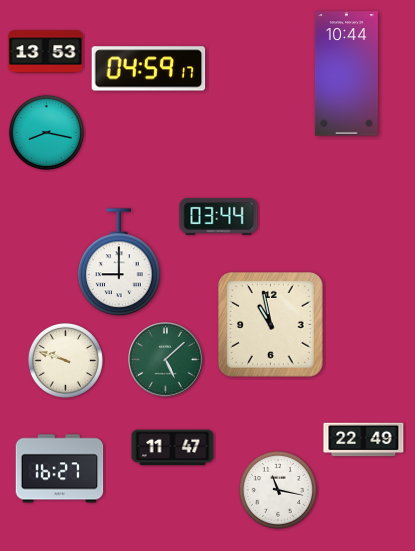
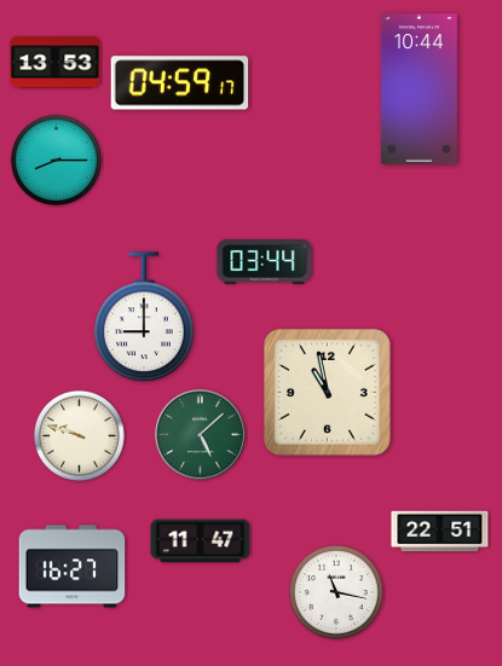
clock at (46, 132): 8:17 -> 8:15
clock at (364, 440): 22:49 -> 22:51
clock at (173, 448) position: (173, 448) -> (201, 542)
